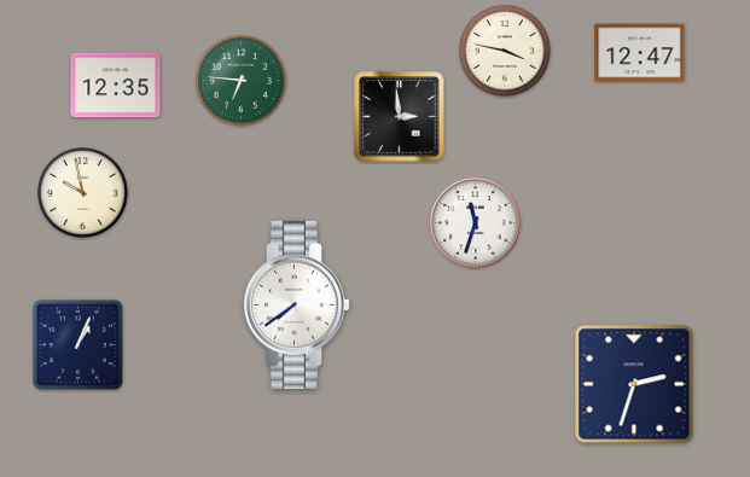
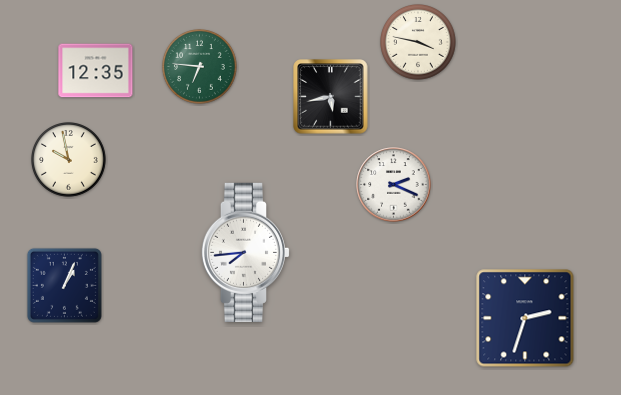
clock at (640, 53): 12:47 -> none
clock at (400, 117): 2:59 -> 5:43
clock at (476, 223): 11:33 -> 2:19
clock at (296, 304): 7:39 -> 7:44
